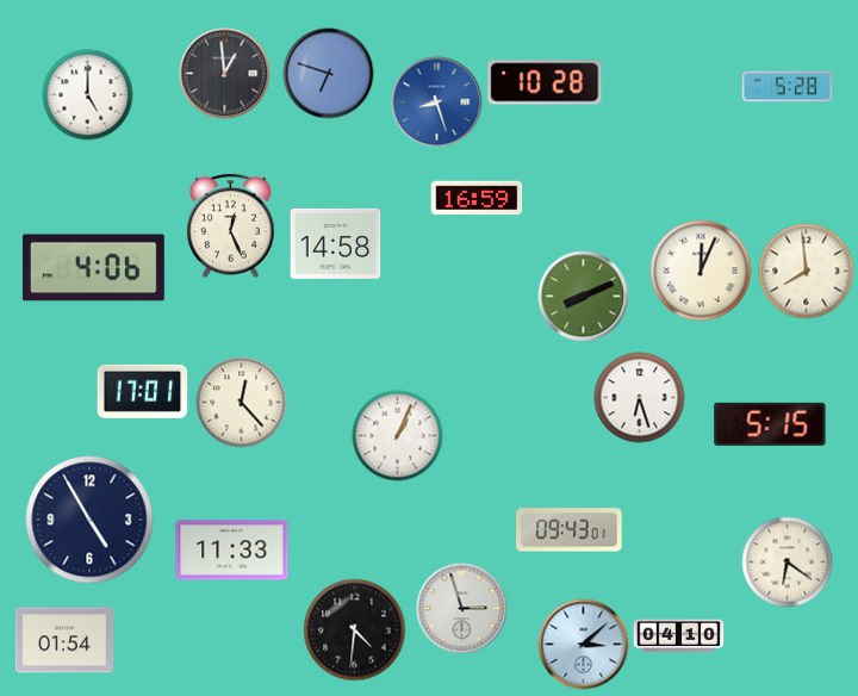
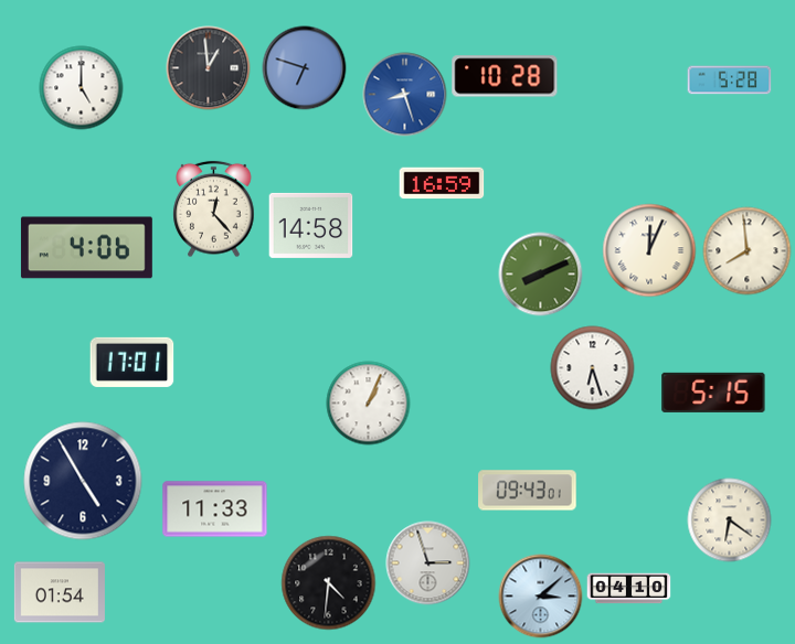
clock at (231, 226): 12:26 -> 12:23
clock at (242, 403): 12:23 -> none
